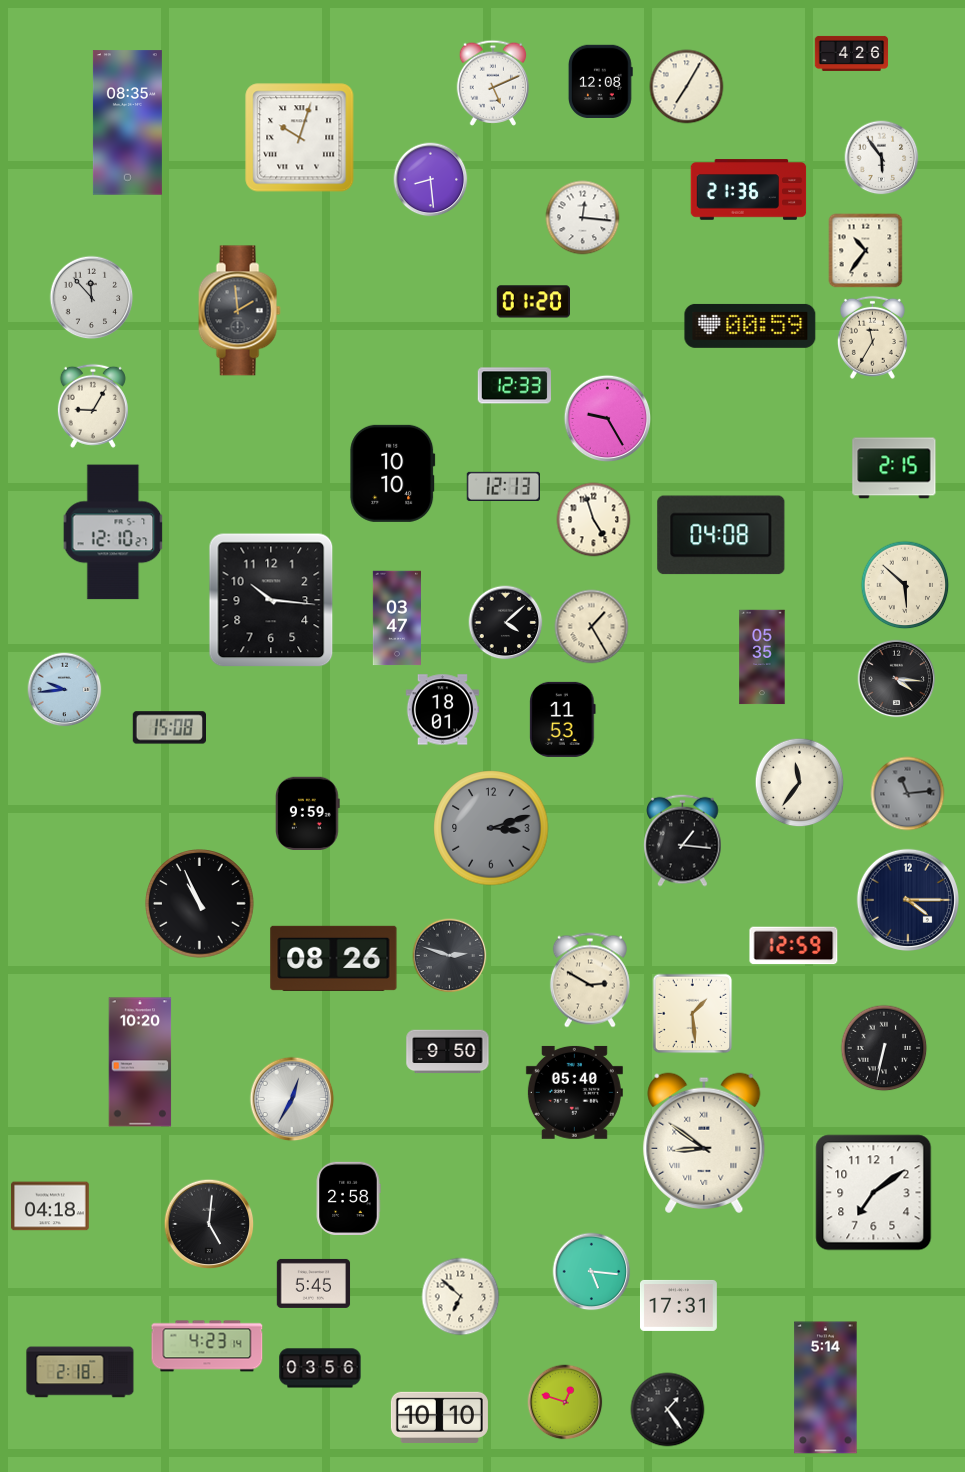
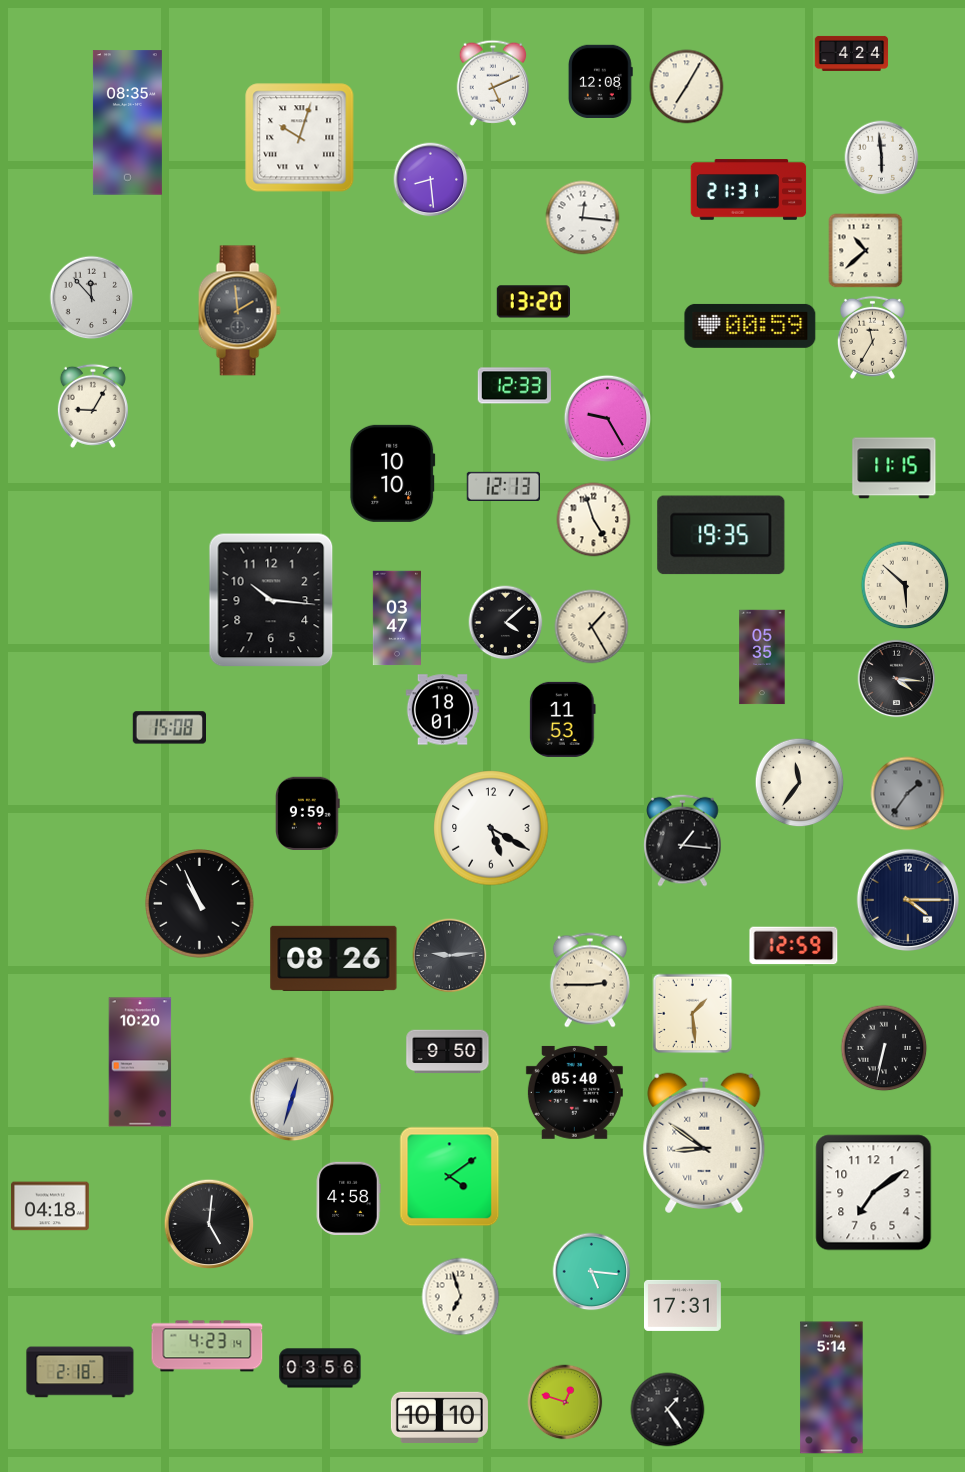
clock at (852, 53): 4:26 -> 4:24
clock at (882, 158): 5:54 -> 5:59
clock at (749, 190): 21:36 -> 21:31
clock at (866, 251): 10:36 -> 10:38
clock at (533, 302): 01:20 -> 13:20
clock at (894, 468): 2:15 -> 11:15
clock at (113, 532): 12:10 -> none
clock at (721, 535): 04:08 -> 19:35
clock at (65, 690): 9:44 -> none
clock at (908, 794): 11:14 -> 1:36
clock at (491, 828): 3:12 -> 5:20
clock at (491, 828) dial: grey -> white
clock at (450, 956): 2:48 -> 9:14
clock at (590, 980): 2:50 -> 2:45
clock at (292, 1099): 12:35 -> 12:33
clock at (450, 1177): none -> 4:09
clock at (348, 1198): 2:58 -> 4:58
clock at (314, 1283): 5:45 -> none
clock at (461, 1297): 6:52 -> 6:57
clock at (679, 1305) position: (679, 1305) -> (683, 1305)
clock at (826, 1388) position: (826, 1388) -> (832, 1388)
